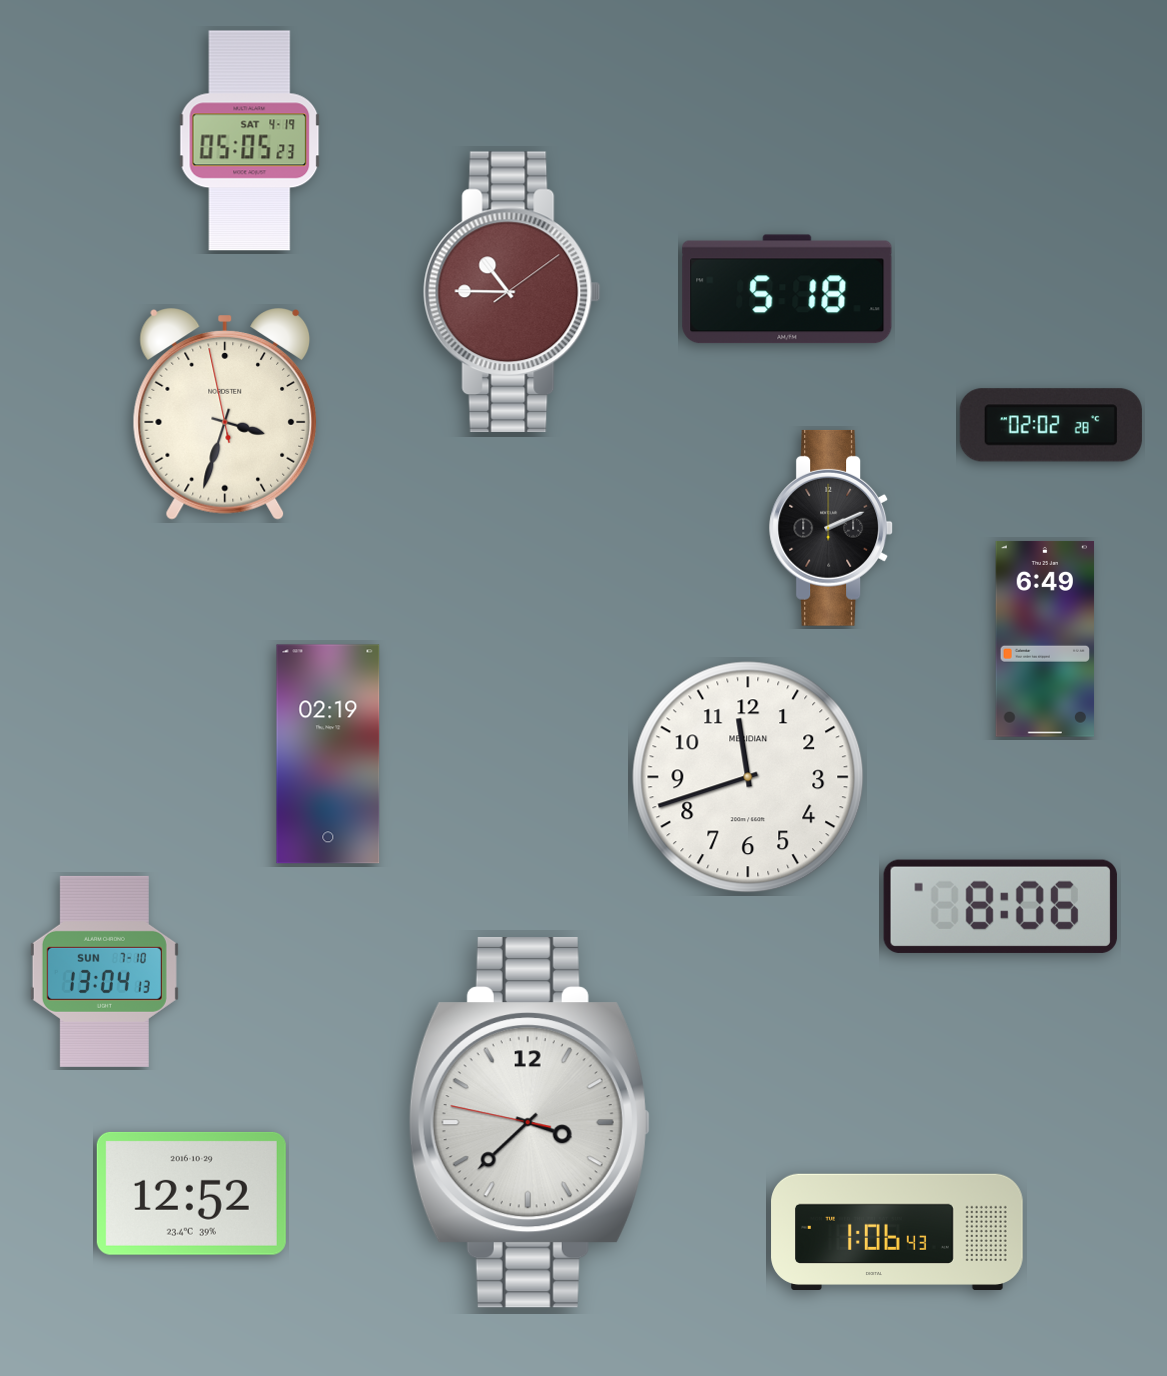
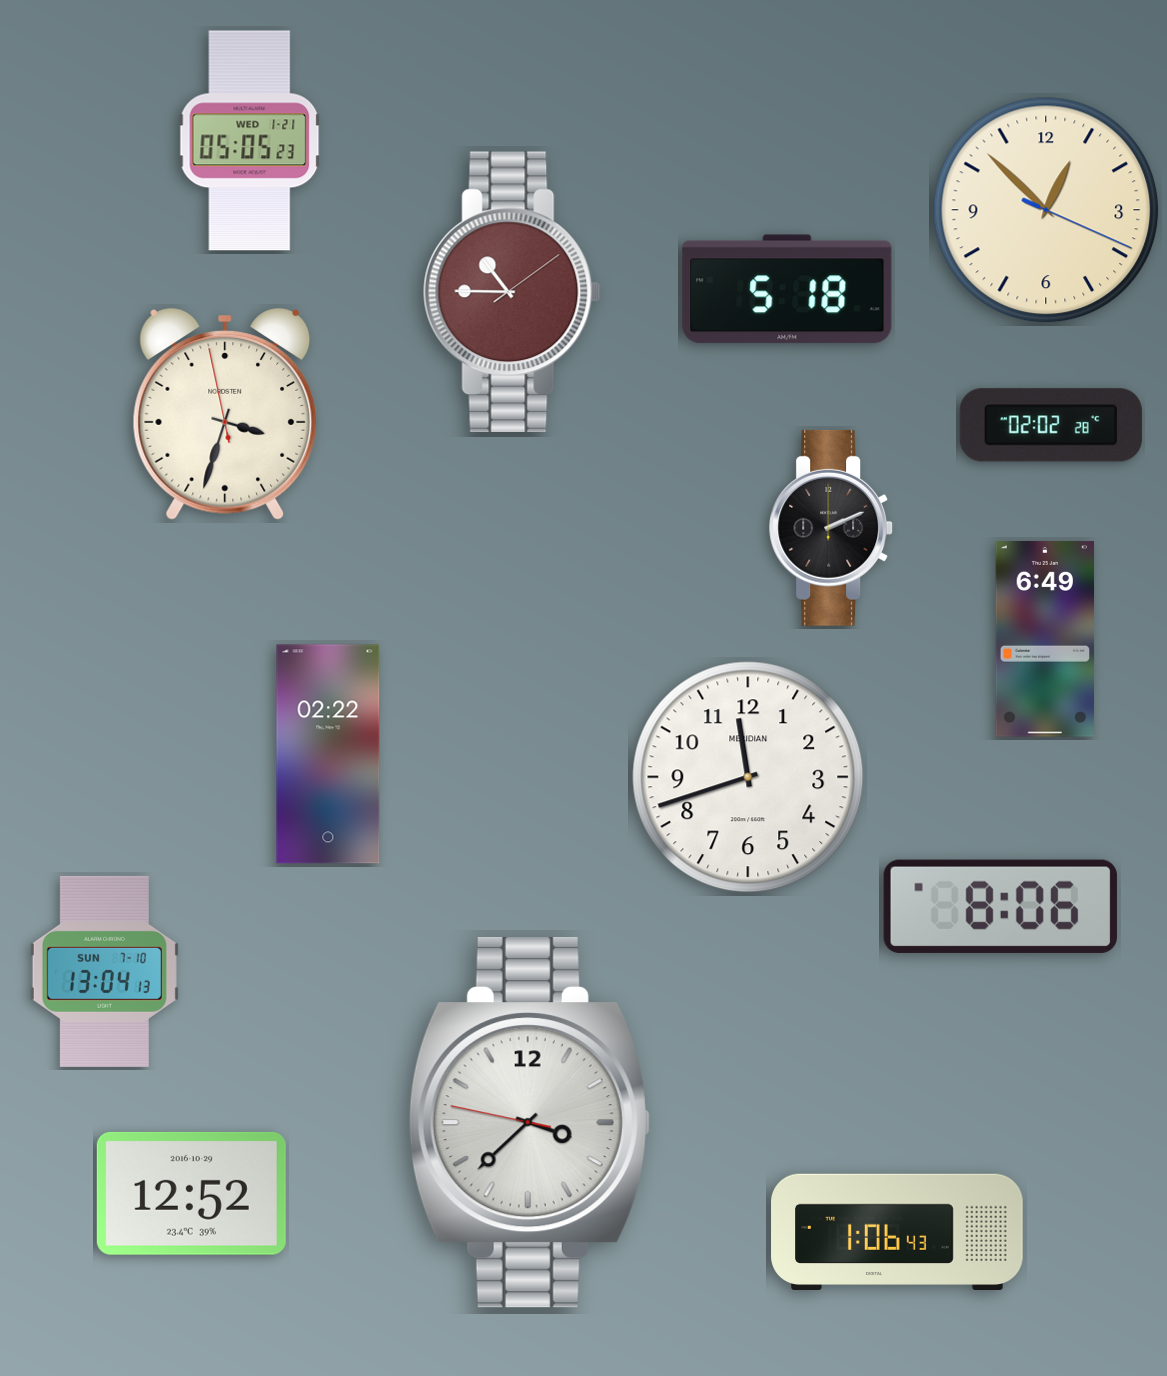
clock at (250, 141) date: SAT 4-19 -> WED 1-21
clock at (1046, 210): none -> 12:52
clock at (328, 754): 02:19 -> 02:22
